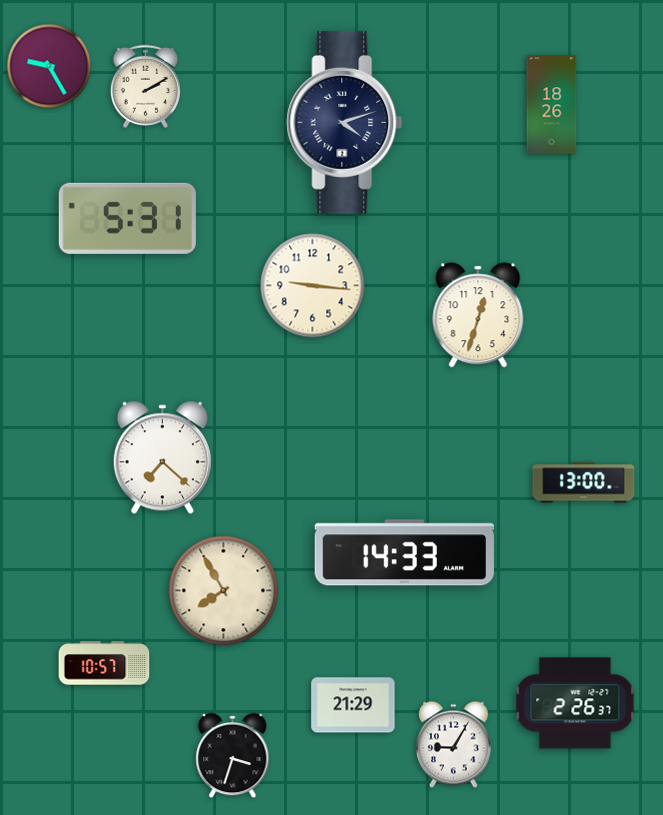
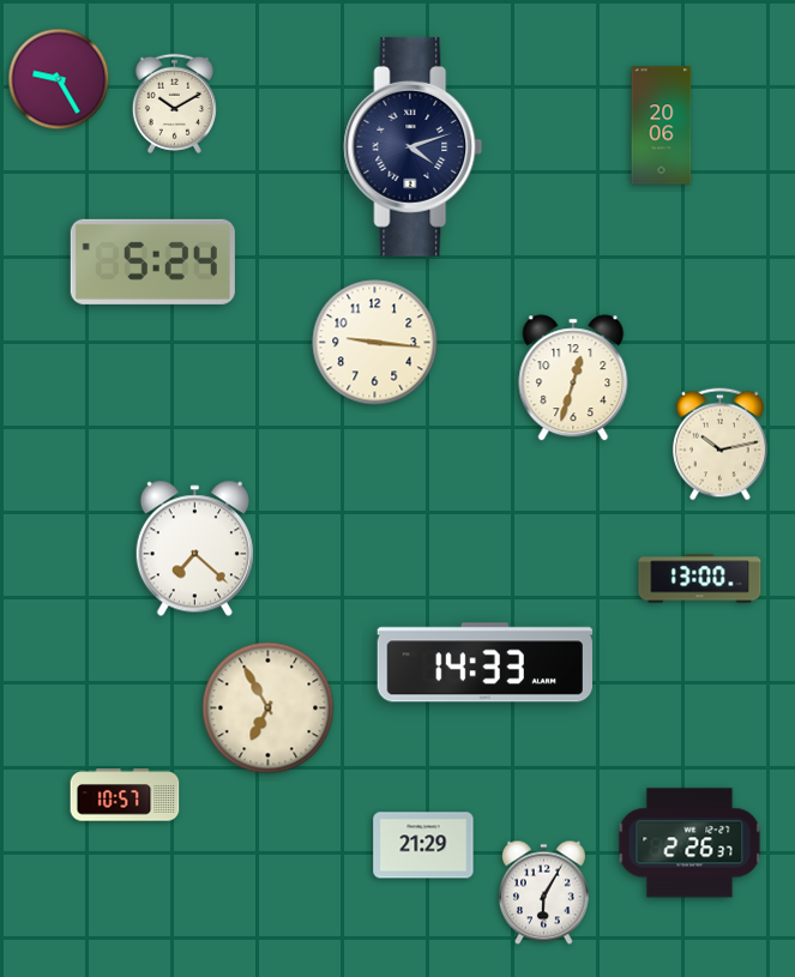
clock at (145, 86): 2:10 -> 10:10
clock at (552, 105): 18:26 -> 20:06
clock at (127, 218): 5:31 -> 5:24
clock at (721, 445): none -> 10:13
clock at (224, 591): 7:55 -> 6:55
clock at (453, 745): 9:05 -> 6:05
clock at (233, 756): 3:33 -> none
